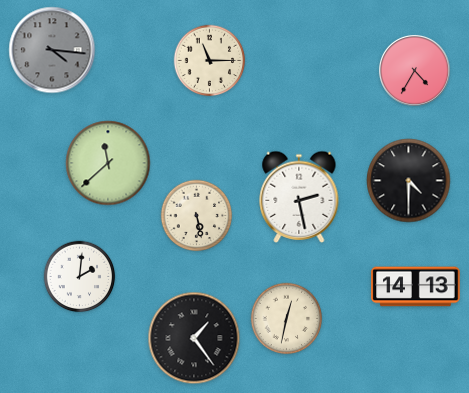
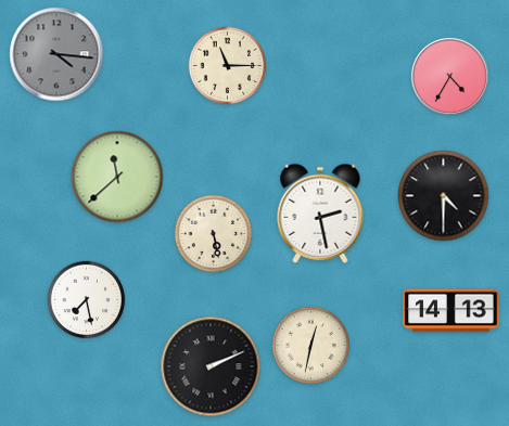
clock at (299, 197) position: (299, 197) -> (320, 214)
clock at (80, 277): 2:01 -> 7:28
clock at (194, 338): 1:24 -> 2:11
